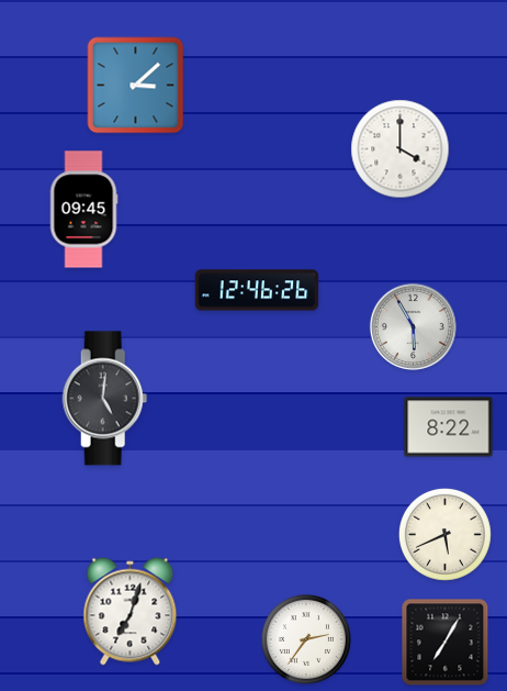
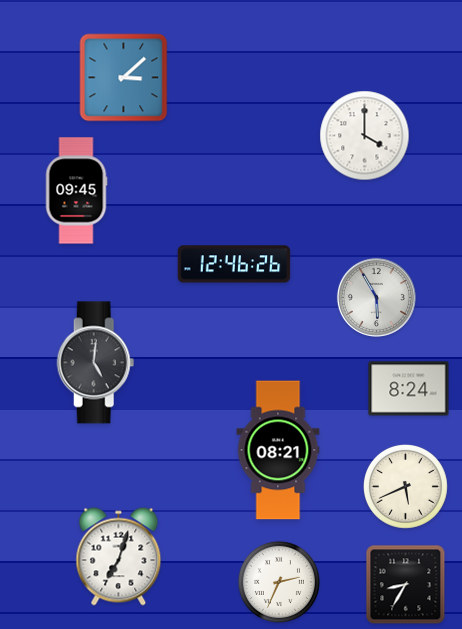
clock at (449, 427): 8:22 -> 8:24
clock at (278, 450): none -> 08:21
clock at (306, 639): 2:36 -> 2:34
clock at (446, 643): 7:05 -> 8:35
